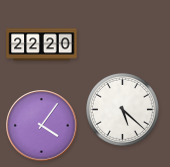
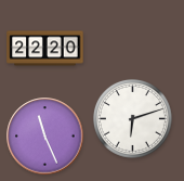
clock at (122, 109): 5:22 -> 6:12
clock at (42, 126): 4:06 -> 11:26
